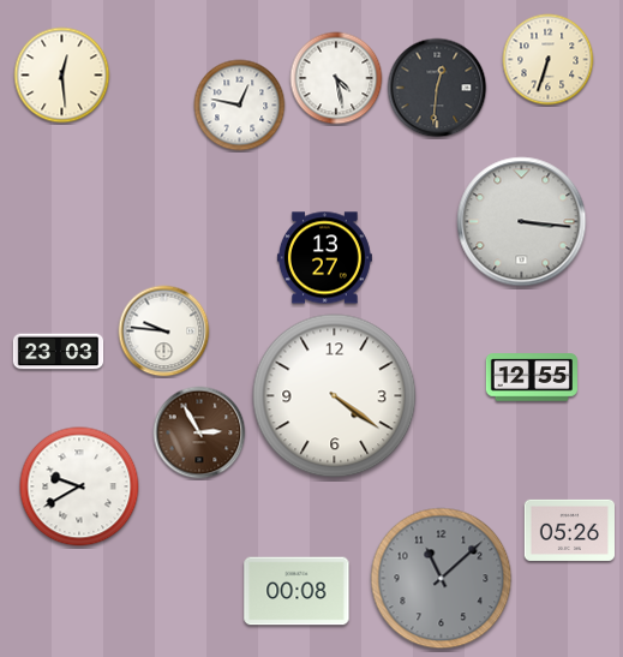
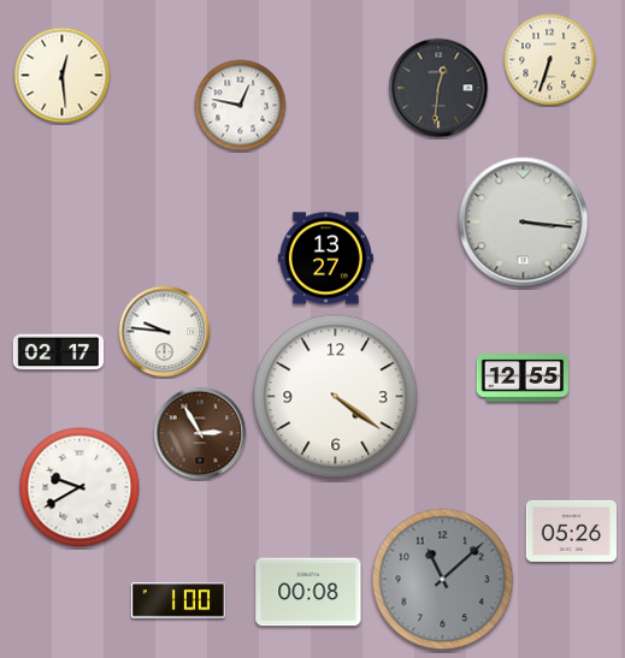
clock at (336, 78): 4:28 -> none
clock at (59, 352): 23:03 -> 02:17
clock at (532, 377) position: (532, 377) -> (523, 378)
clock at (296, 591) position: (296, 591) -> (308, 592)
clock at (178, 600): none -> 1:00
